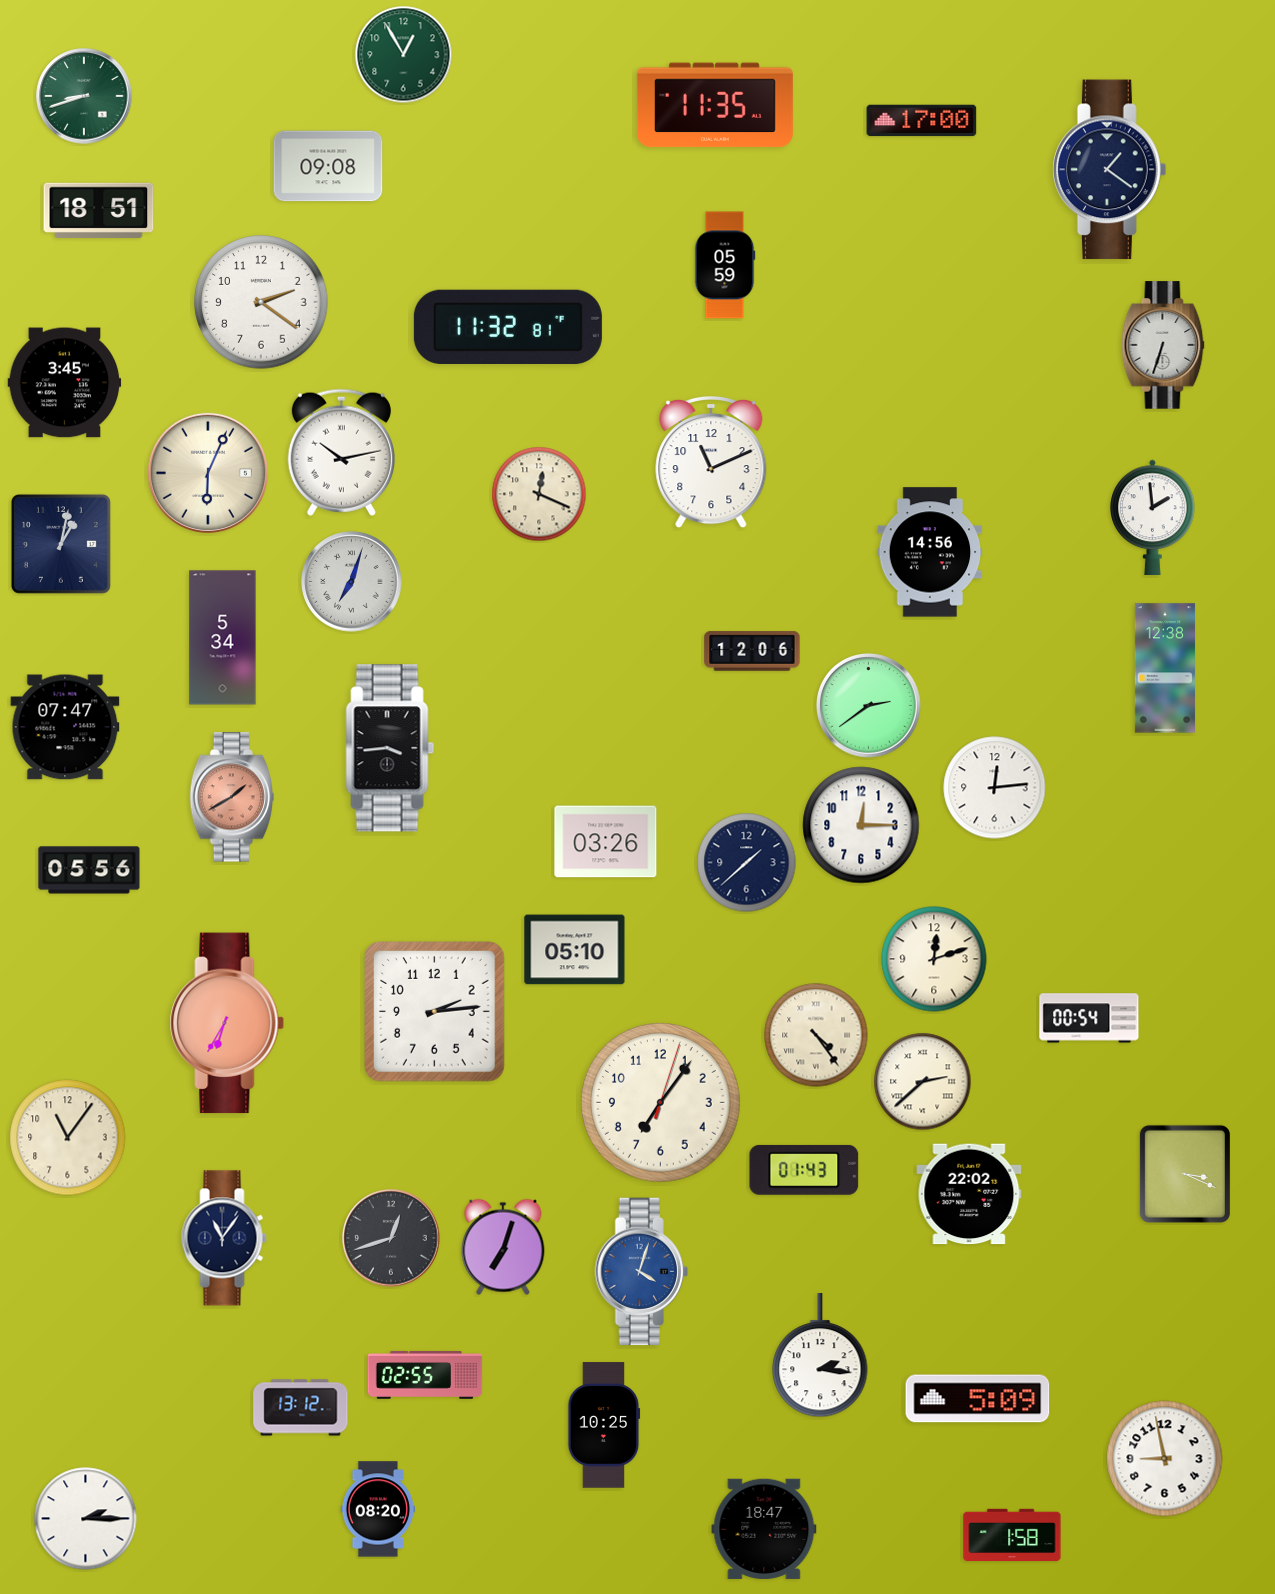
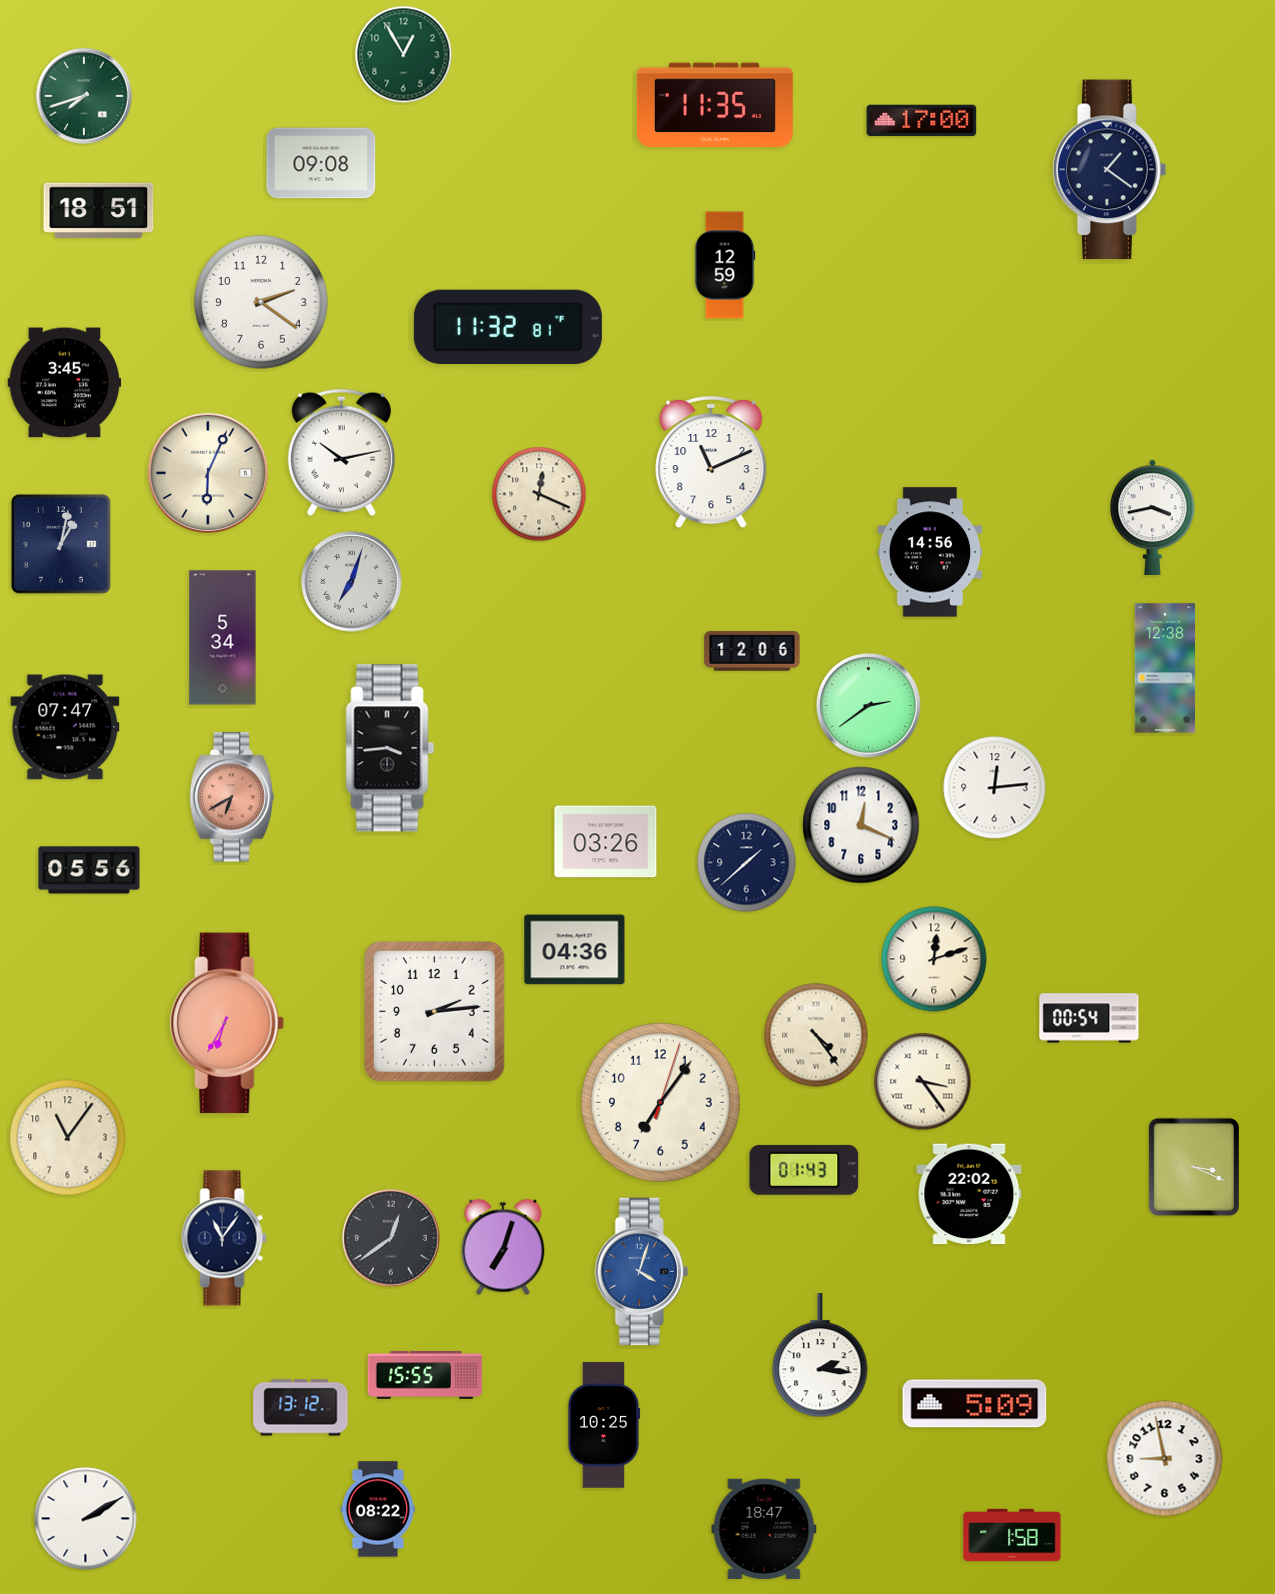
clock at (84, 96): 8:42 -> 7:42
clock at (328, 166) position: (328, 166) -> (321, 163)
clock at (725, 265): 05:59 -> 12:59
clock at (1163, 345): 6:33 -> none
clock at (1153, 517): 1:59 -> 3:43
clock at (232, 797): 1:40 -> 6:40
clock at (861, 825): 12:15 -> 12:19
clock at (575, 950): 05:10 -> 04:36
clock at (923, 1082): 2:38 -> 3:24
clock at (1185, 1174) position: (1185, 1174) -> (1194, 1167)
clock at (391, 1238): 12:42 -> 12:39
clock at (425, 1375): 02:55 -> 15:55
clock at (978, 1399) position: (978, 1399) -> (975, 1404)
clock at (377, 1509): 08:20 -> 08:22
clock at (86, 1519): 2:15 -> 2:10
